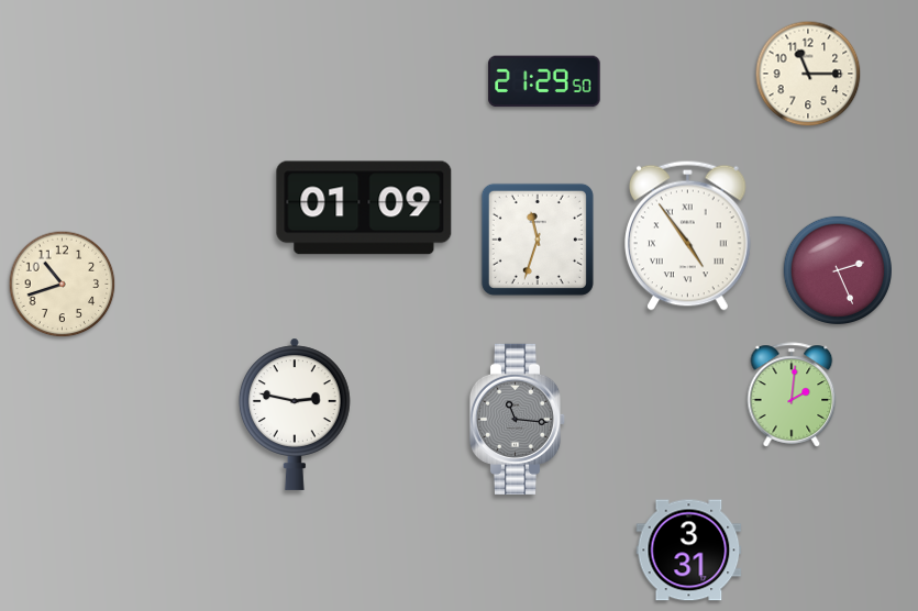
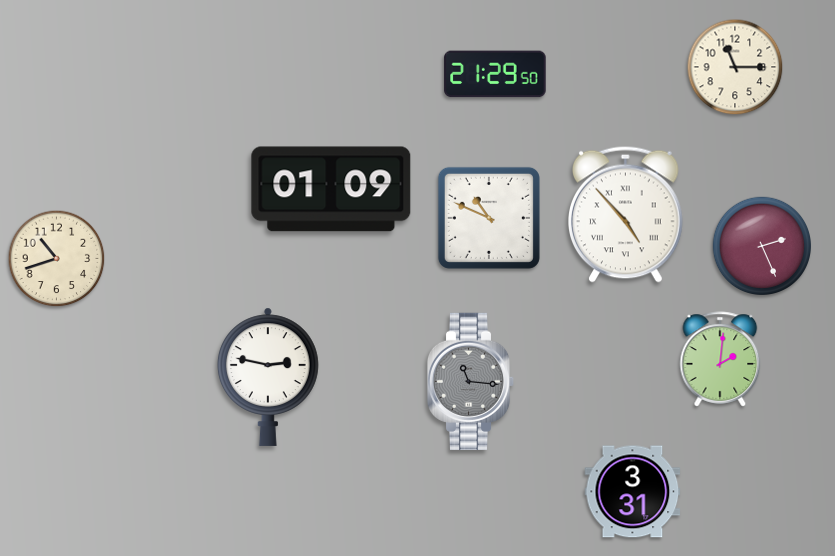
clock at (688, 235): 4:54 -> 4:53
clock at (538, 240): 11:33 -> 10:49
clock at (689, 551) position: (689, 551) -> (633, 492)
